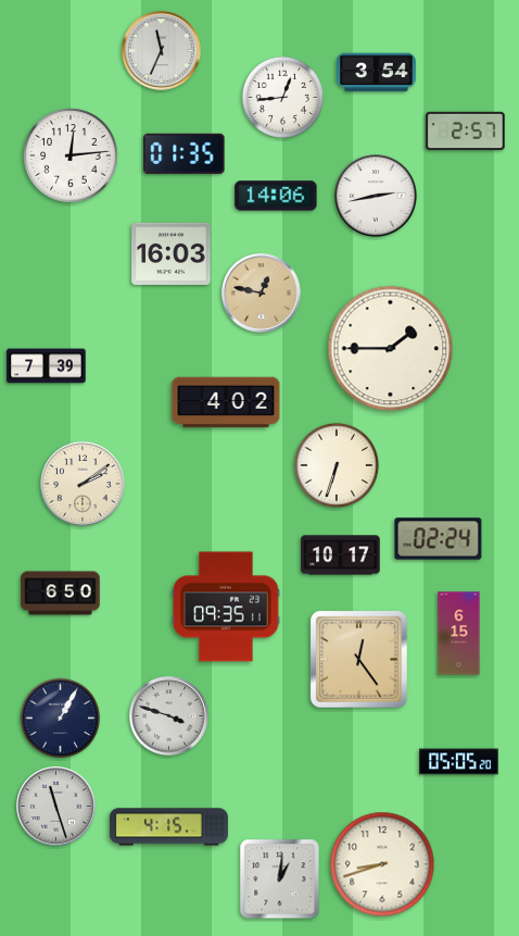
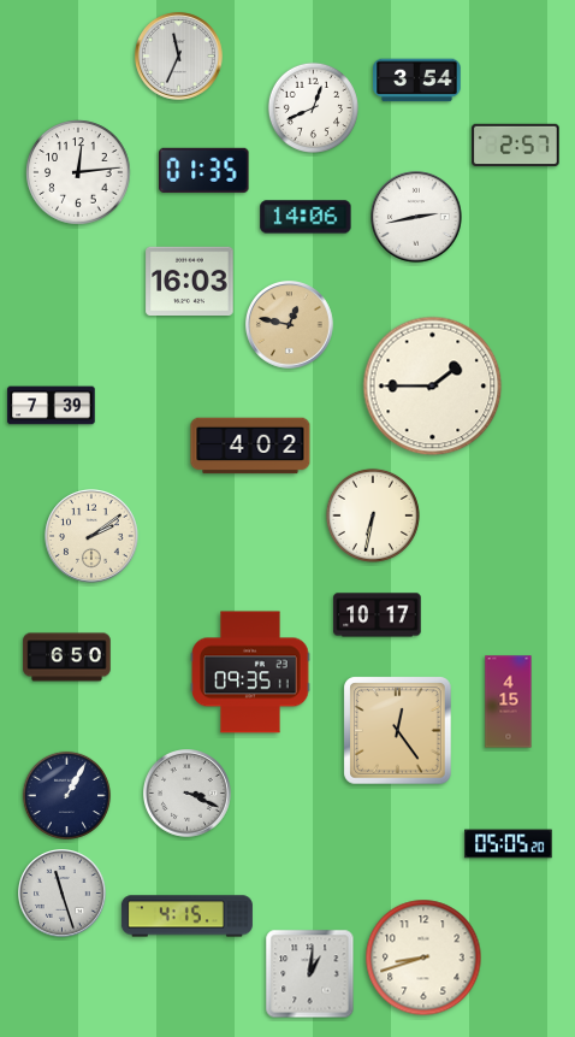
clock at (282, 97): 12:44 -> 12:41
clock at (337, 465): 6:33 -> 6:32
clock at (439, 539): 02:24 -> none
clock at (459, 634): 6:15 -> 4:15
clock at (169, 716): 3:48 -> 3:19
